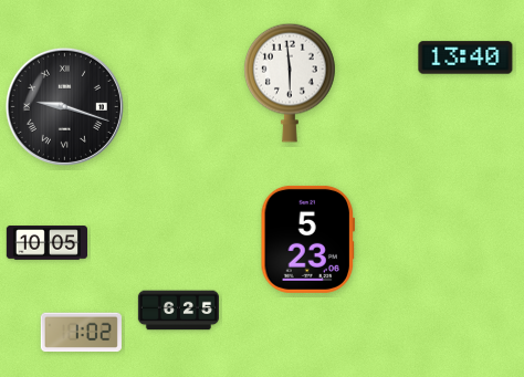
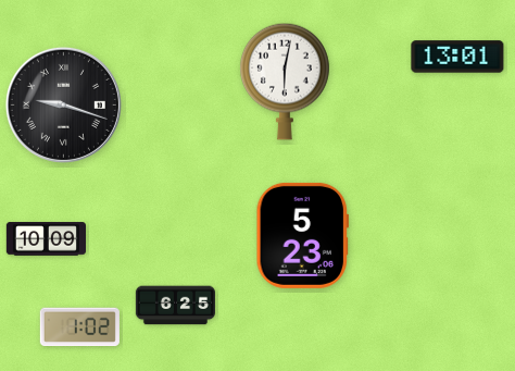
clock at (465, 57): 13:40 -> 13:01
clock at (290, 83): 5:59 -> 6:02
clock at (46, 243): 10:05 -> 10:09
